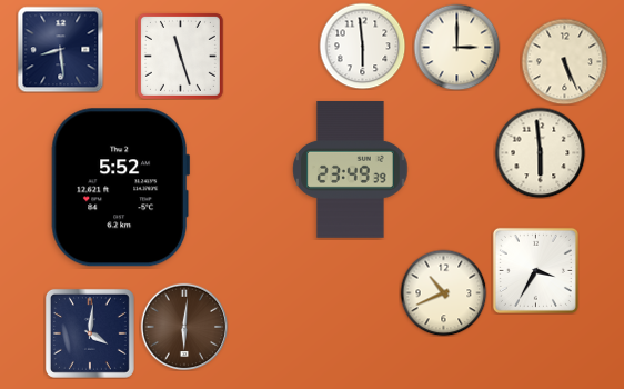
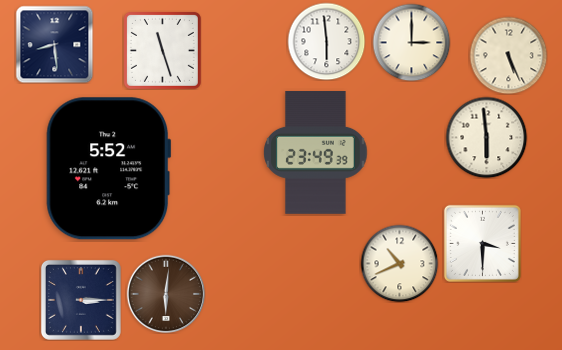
clock at (535, 270): 3:35 -> 3:30
clock at (90, 333): 4:01 -> 3:15
